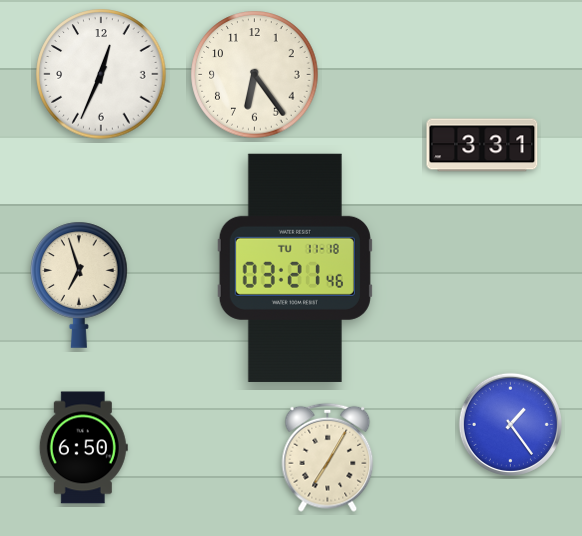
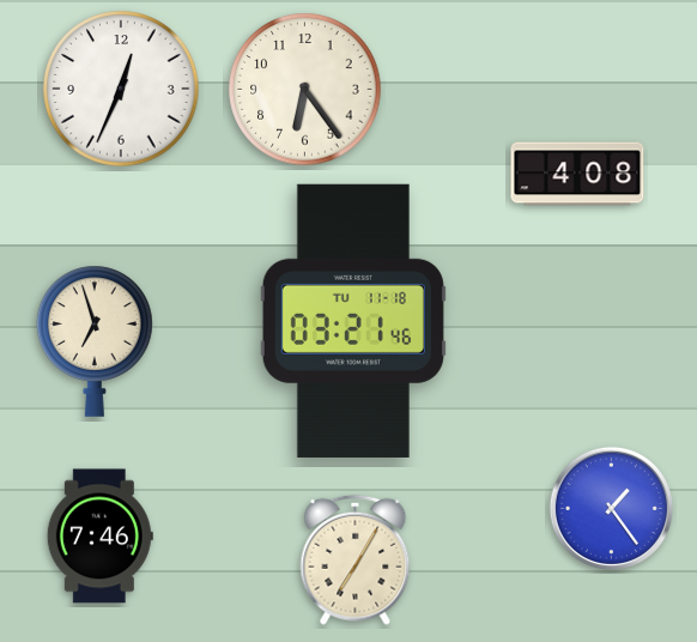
clock at (482, 145): 3:31 -> 4:08
clock at (83, 448): 6:50 -> 7:46
clock at (328, 457) position: (328, 457) -> (356, 559)
